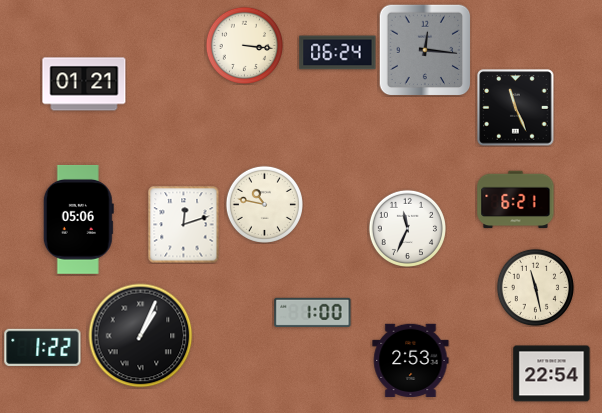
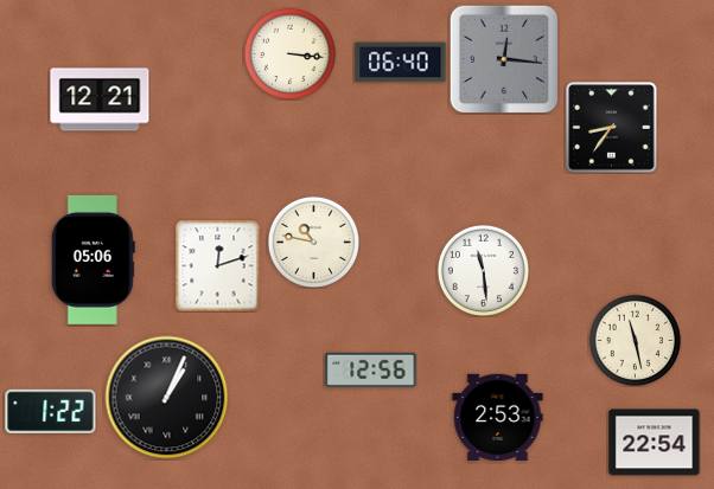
clock at (338, 53): 06:24 -> 06:40
clock at (84, 84): 01:21 -> 12:21
clock at (516, 108): 11:26 -> 8:36
clock at (516, 200): 6:21 -> none
clock at (407, 228): 11:34 -> 11:29
clock at (313, 312): 1:00 -> 12:56
clock at (411, 360) position: (411, 360) -> (498, 417)
